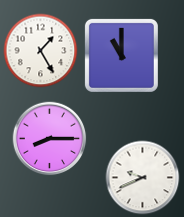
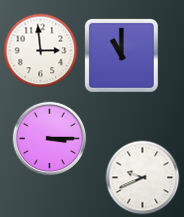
clock at (41, 51): 1:25 -> 2:59
clock at (50, 139): 8:15 -> 3:15
